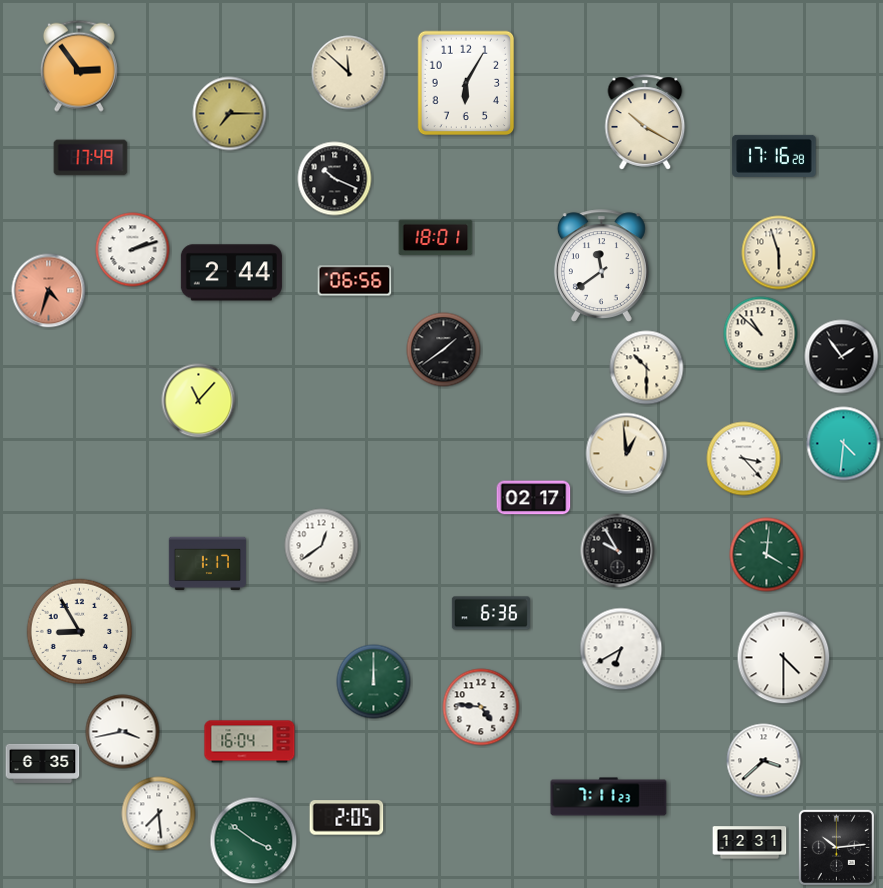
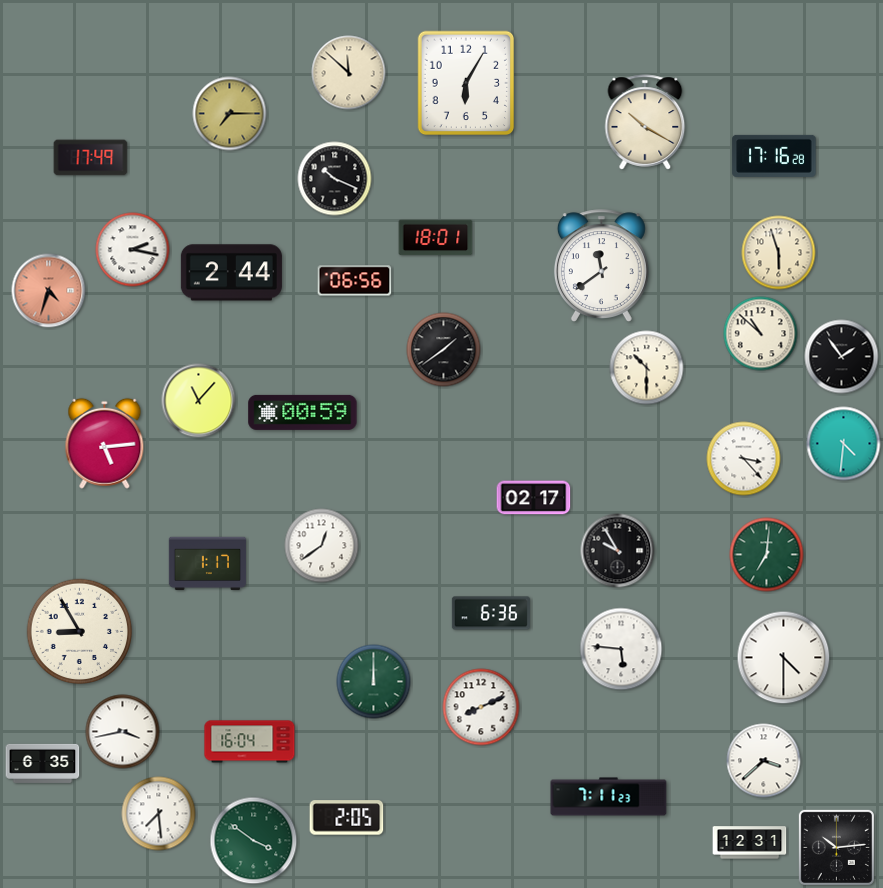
clock at (79, 66): 2:54 -> none
clock at (133, 250): 2:12 -> 2:17
clock at (303, 412): none -> 00:59
clock at (105, 443): none -> 5:14
clock at (627, 454): 12:59 -> none
clock at (767, 555): 4:01 -> 7:01
clock at (621, 649): 6:40 -> 5:46
clock at (481, 707): 4:46 -> 8:11
